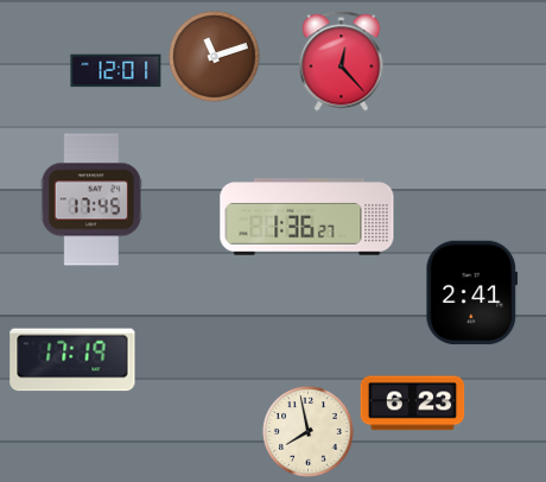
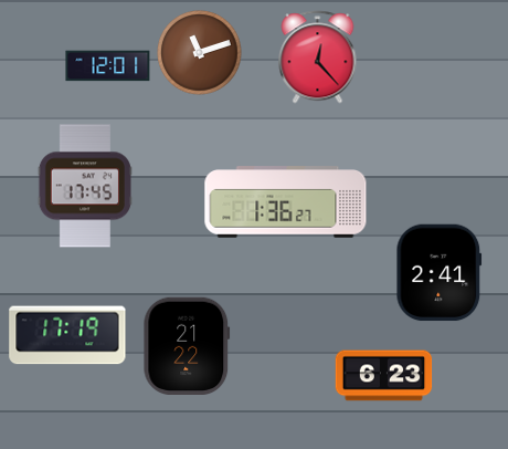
clock at (187, 345): none -> 21:22
clock at (309, 432): 7:58 -> none
